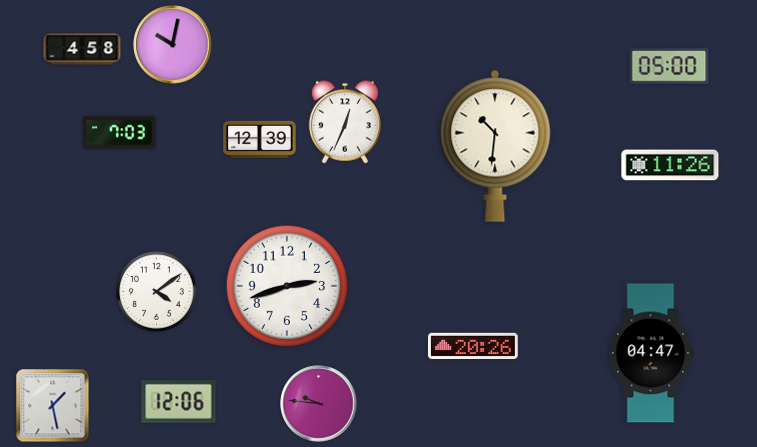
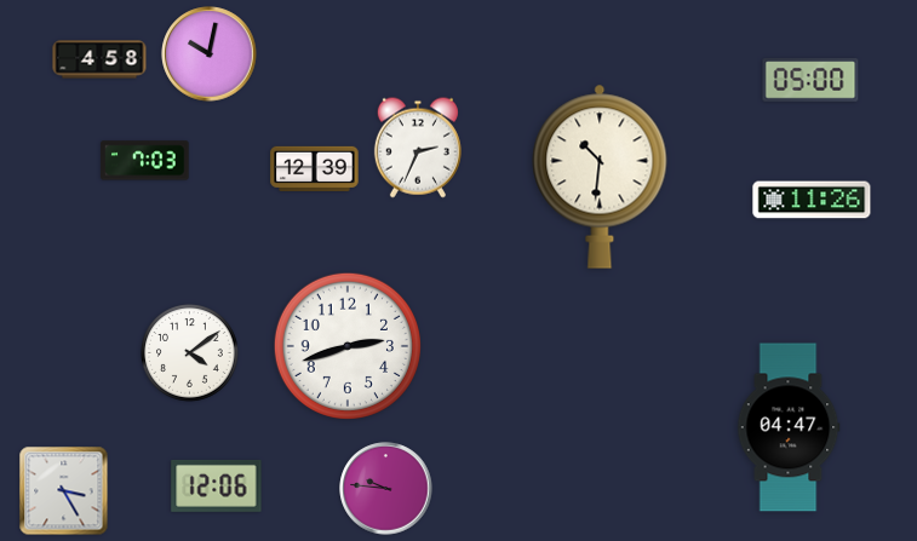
clock at (345, 122): 12:34 -> 2:34
clock at (473, 345): 20:26 -> none
clock at (53, 406): 1:28 -> 3:25
